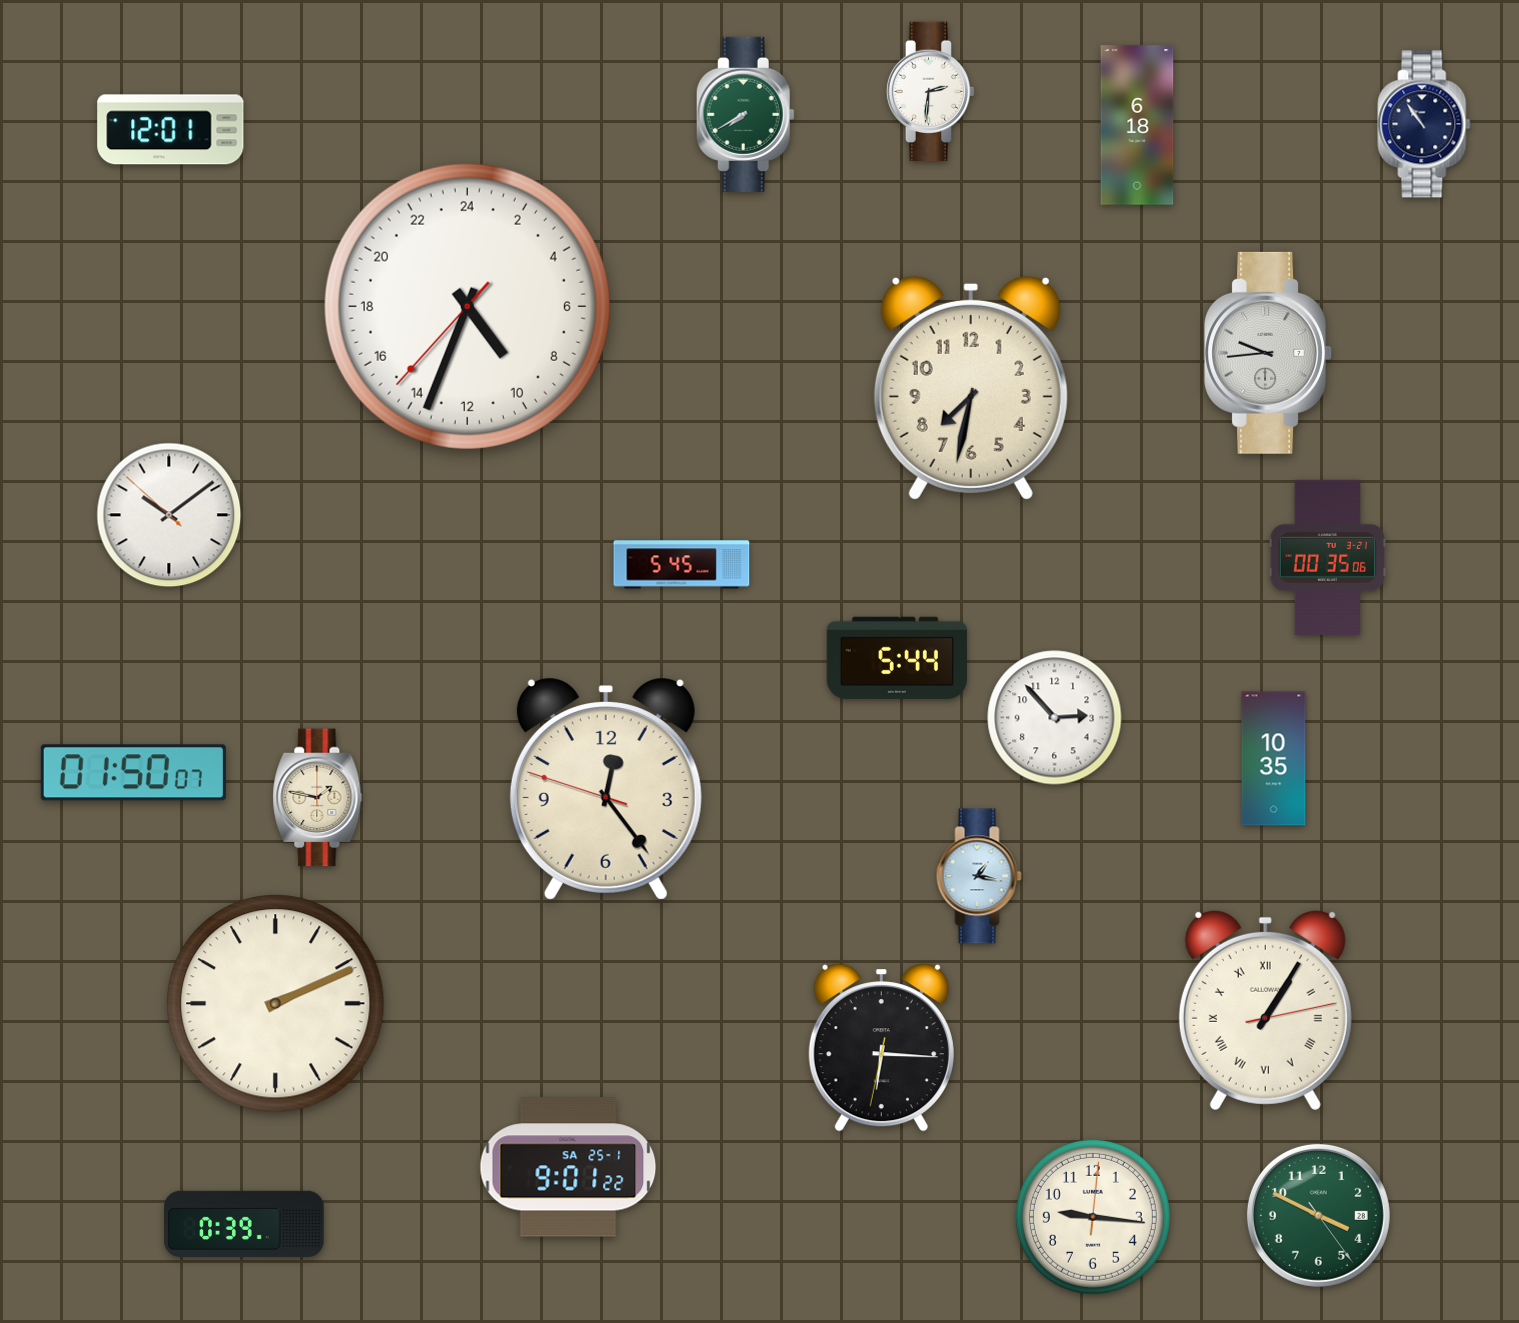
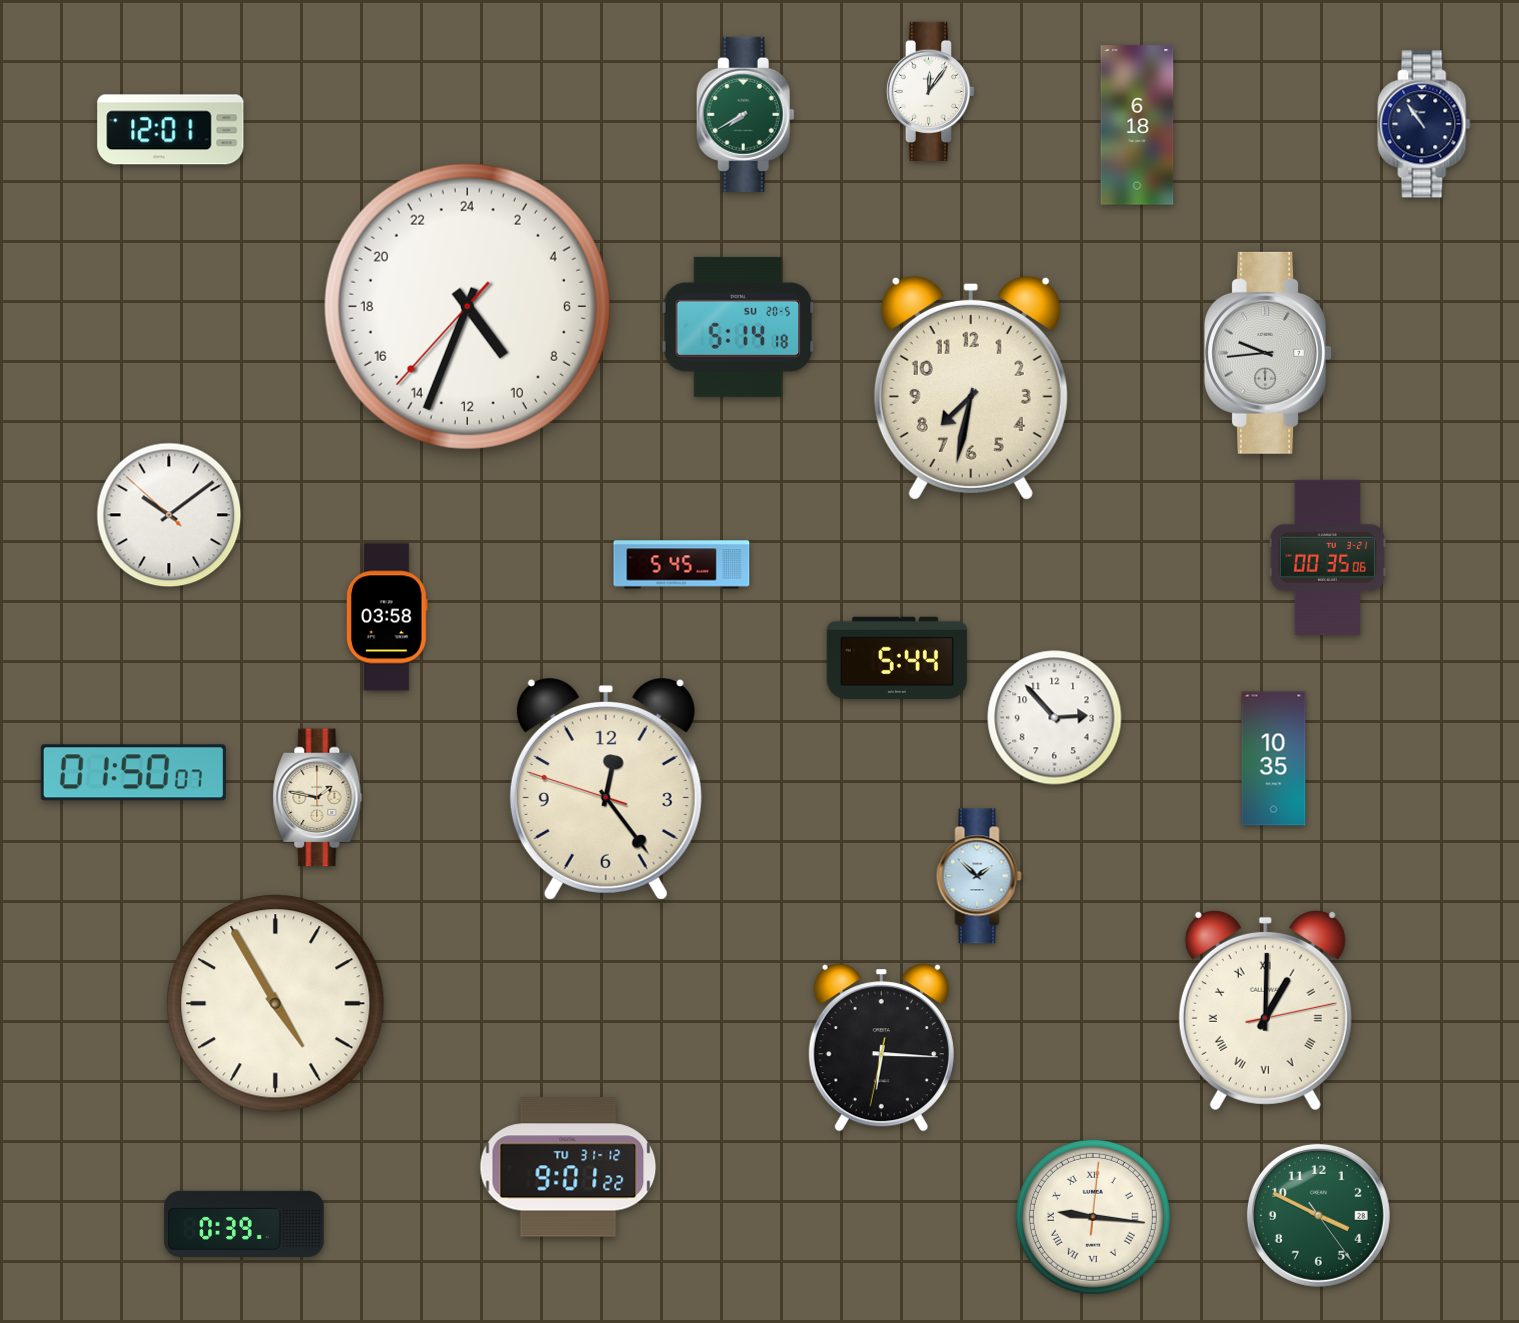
clock at (931, 91): 2:31 -> 12:06
clock at (738, 327): none -> 5:14
clock at (388, 617): none -> 03:58
clock at (979, 876): 1:17 -> 1:52
clock at (276, 1004): 2:11 -> 4:55
clock at (1265, 1010): 1:05 -> 1:00
clock at (568, 1167) date: SA 25-1 -> TU 31-12
clock at (1093, 1217) numerals: Arabic -> Roman
